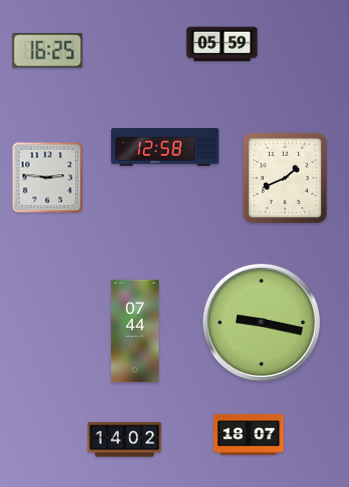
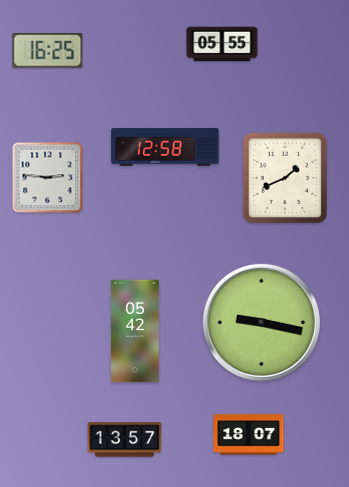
clock at (222, 44): 05:59 -> 05:55
clock at (135, 331): 07:44 -> 05:42
clock at (125, 440): 14:02 -> 13:57
